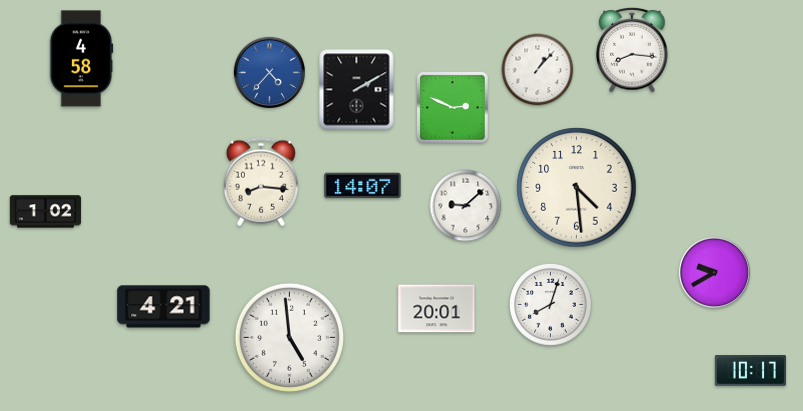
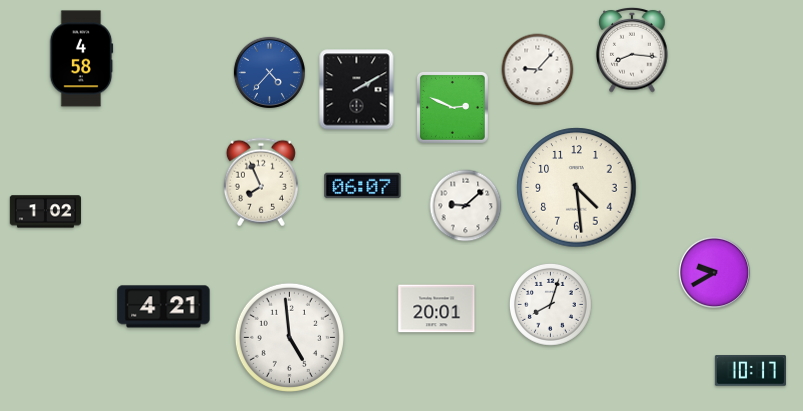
clock at (538, 70): 1:07 -> 9:07
clock at (261, 182): 8:16 -> 7:56
clock at (363, 186): 14:07 -> 06:07
